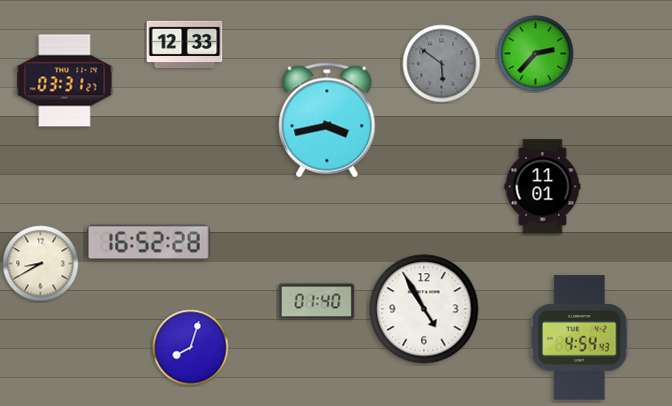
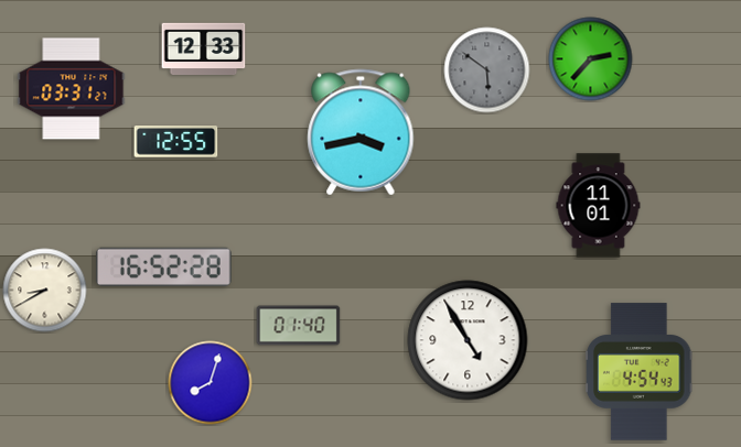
clock at (176, 142): none -> 12:55
clock at (317, 302) position: (317, 302) -> (299, 326)
